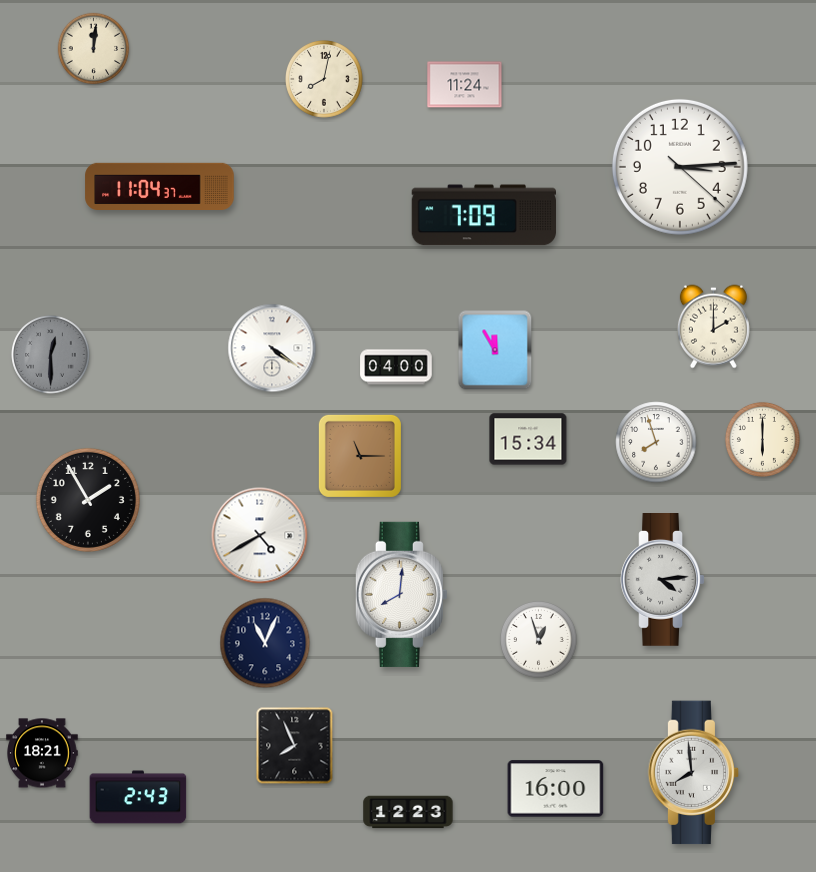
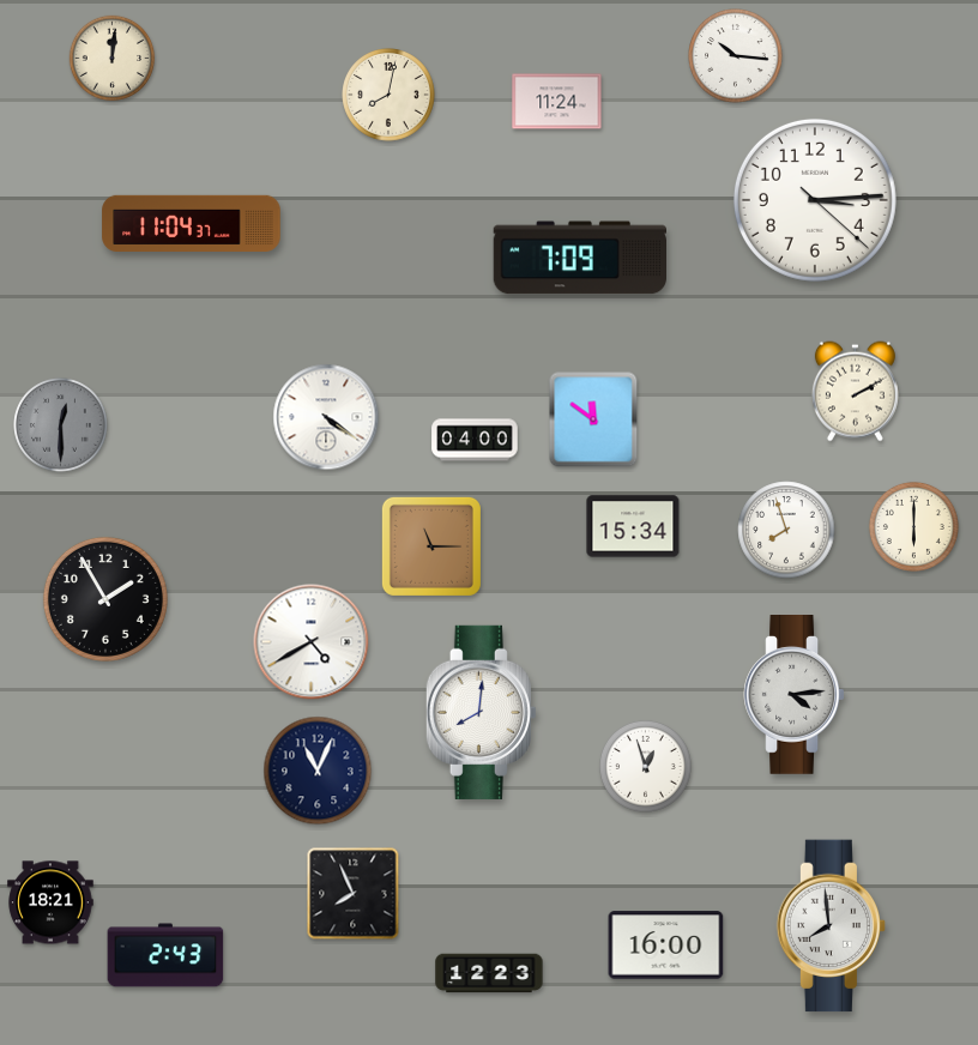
clock at (736, 56): none -> 10:16
clock at (713, 327): 2:00 -> 2:10
clock at (495, 350): 11:55 -> 11:51
